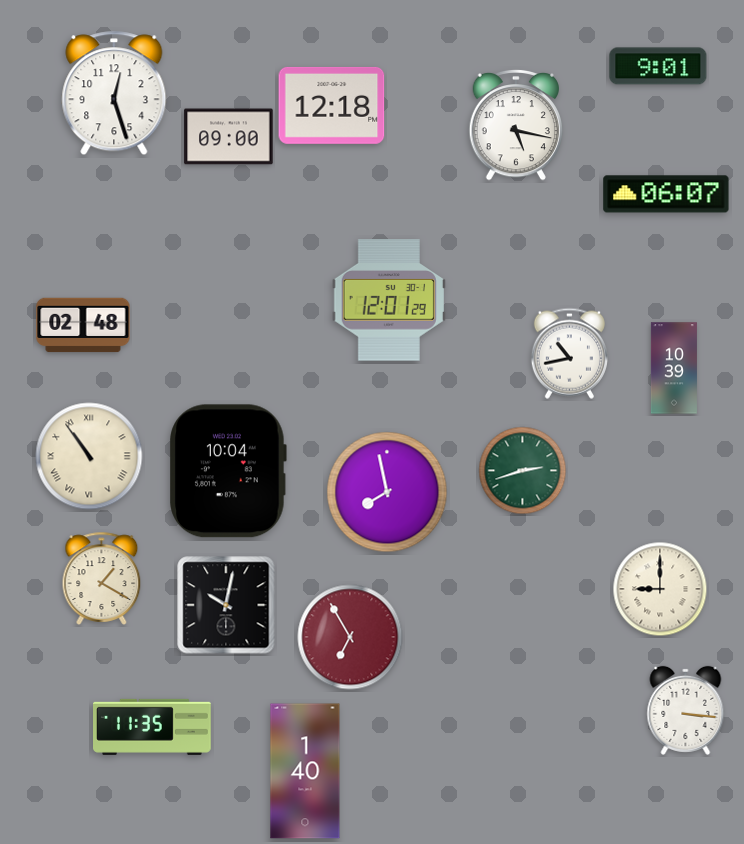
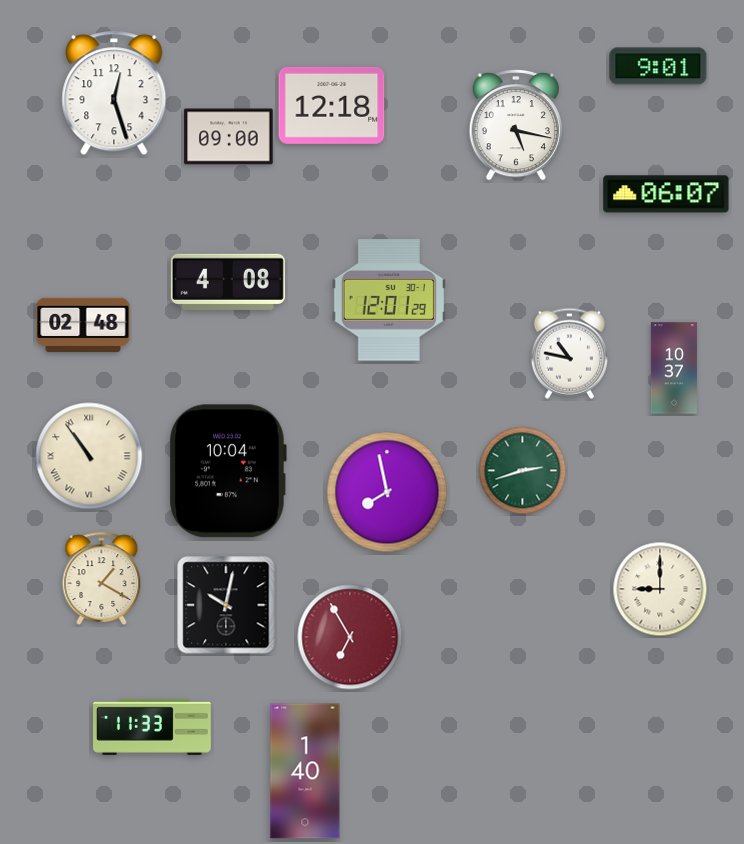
clock at (228, 282): none -> 4:08
clock at (569, 353): 10:43 -> 10:47
clock at (674, 368): 10:39 -> 10:37
clock at (686, 710): 3:16 -> none
clock at (153, 727): 11:35 -> 11:33
